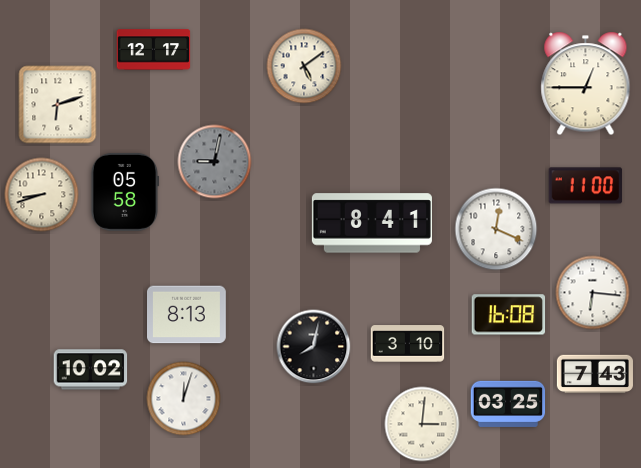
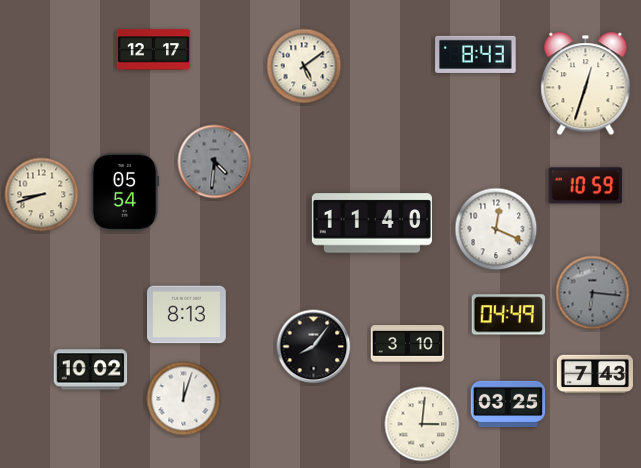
clock at (476, 54): none -> 8:43
clock at (586, 84): 12:45 -> 12:33
clock at (58, 105): 6:12 -> none
clock at (215, 162): 9:02 -> 4:31
clock at (586, 186): 11:00 -> 10:59
clock at (125, 192): 05:58 -> 05:54
clock at (372, 223): 8:41 -> 11:40
clock at (593, 293) dial: white -> grey
clock at (509, 315): 16:08 -> 04:49
clock at (314, 347): 8:02 -> 8:06
